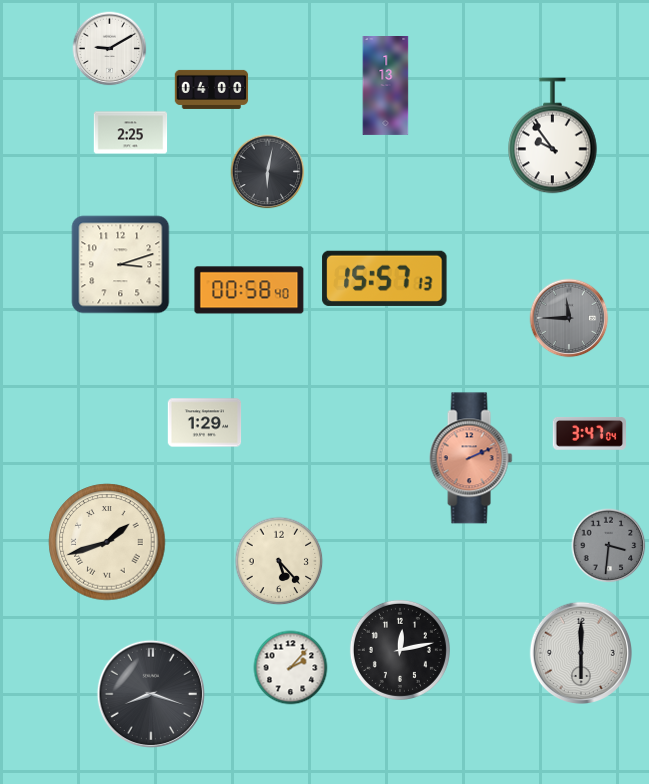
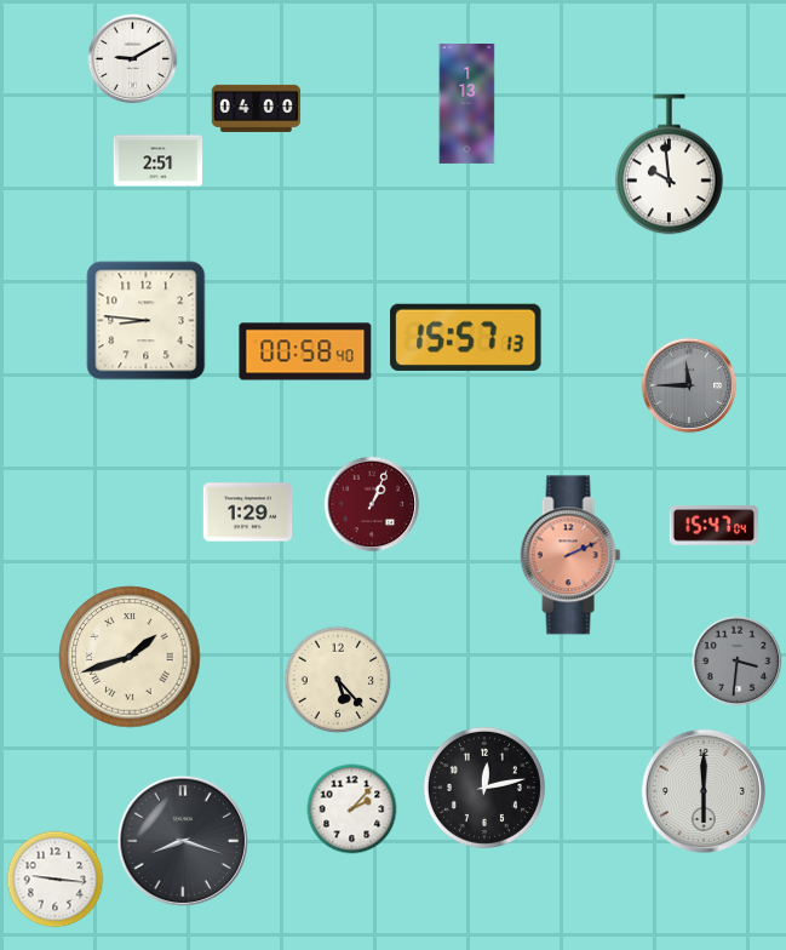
clock at (131, 133): 2:25 -> 2:51
clock at (553, 136): 9:54 -> 9:59
clock at (268, 172): 6:02 -> none
clock at (121, 265): 3:12 -> 8:46
clock at (249, 290) position: (249, 290) -> (305, 351)
clock at (372, 504): none -> 1:04
clock at (589, 434): 3:47 -> 15:47
clock at (56, 880): none -> 9:16
